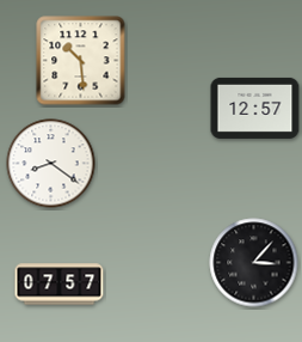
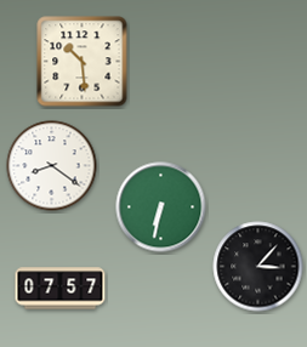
clock at (255, 108): 12:57 -> none
clock at (161, 207): none -> 6:32
